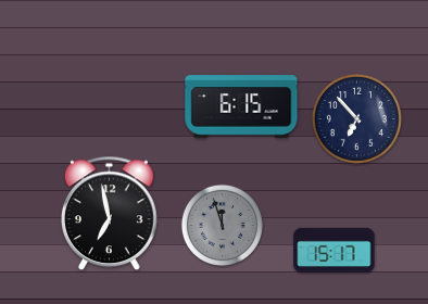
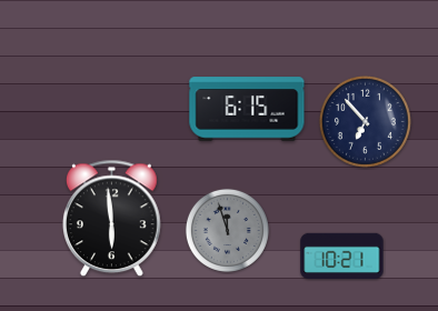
clock at (110, 214): 6:58 -> 5:59
clock at (335, 251): 15:17 -> 10:21
